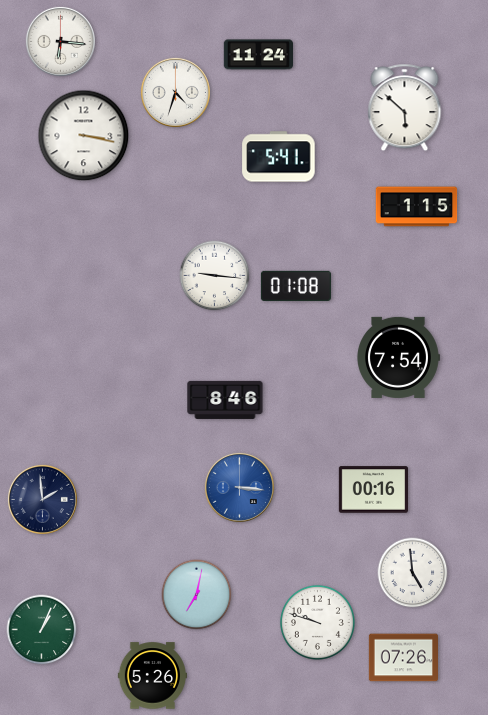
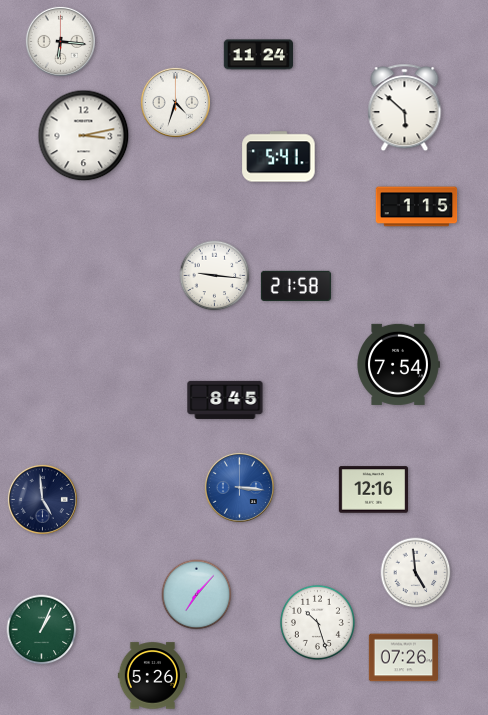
clock at (175, 92) position: (175, 92) -> (175, 102)
clock at (84, 136): 3:17 -> 3:13
clock at (296, 286): 01:08 -> 21:58
clock at (398, 357) position: (398, 357) -> (398, 364)
clock at (225, 400): 8:46 -> 8:45
clock at (373, 490): 00:16 -> 12:16
clock at (42, 499): 1:59 -> 4:59
clock at (413, 573) position: (413, 573) -> (416, 573)
clock at (197, 595): 7:02 -> 7:07
clock at (317, 622): 9:48 -> 10:27
